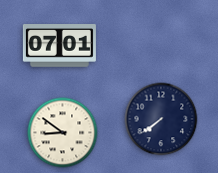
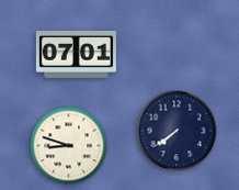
clock at (59, 46) position: (59, 46) -> (76, 55)
clock at (63, 133): 8:51 -> 8:48
